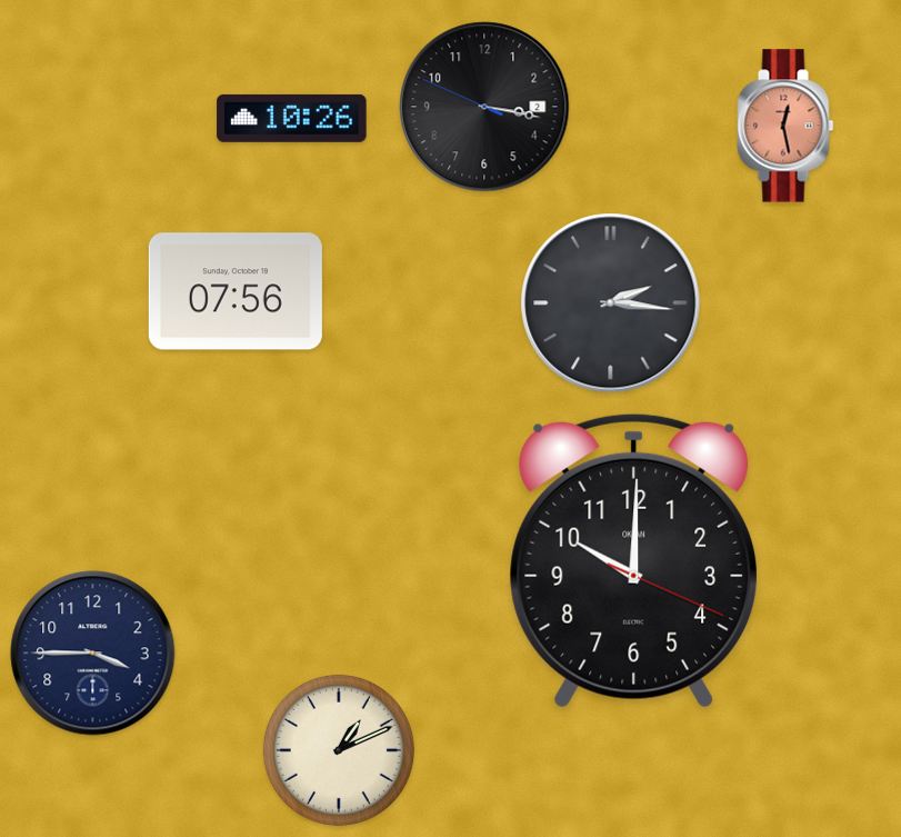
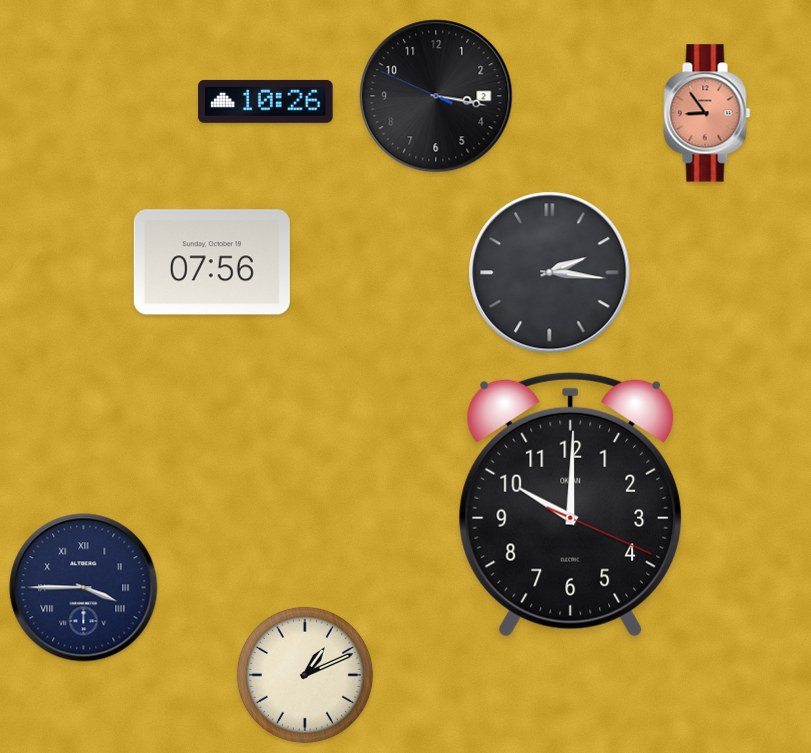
clock at (292, 118) position: (292, 118) -> (266, 101)
clock at (785, 126): 12:28 -> 8:54
clock at (93, 654) numerals: Arabic -> Roman
